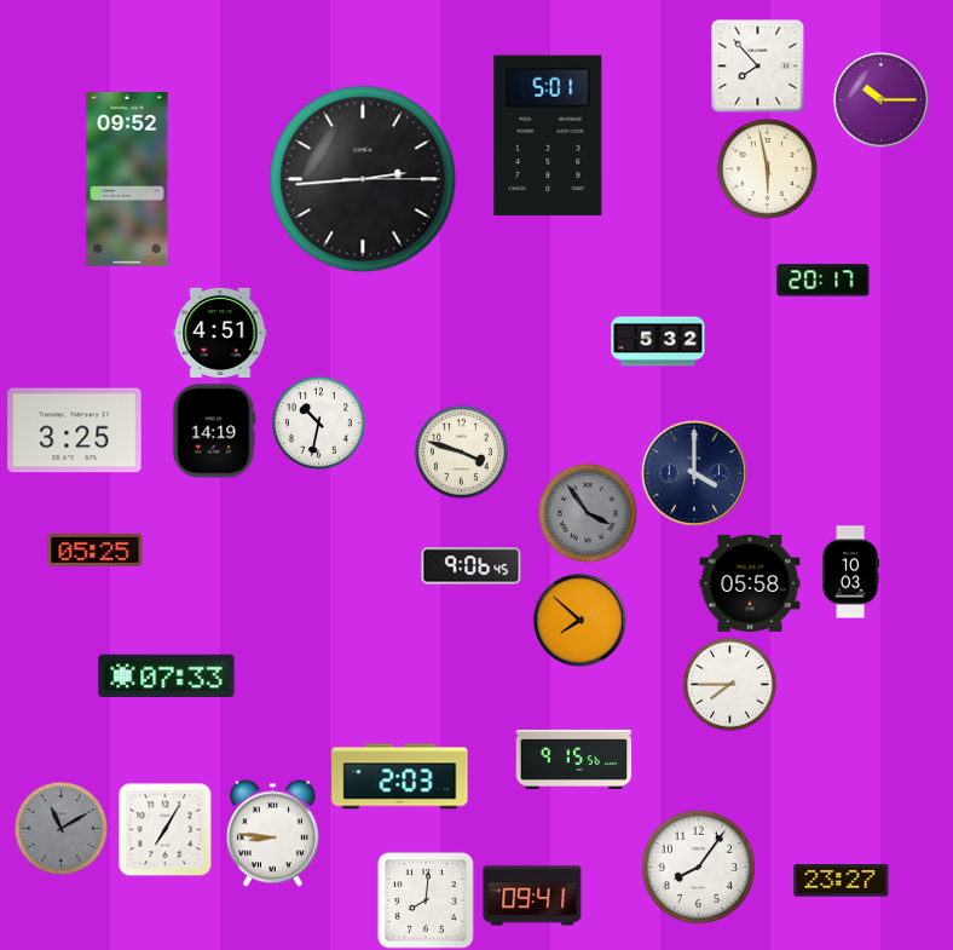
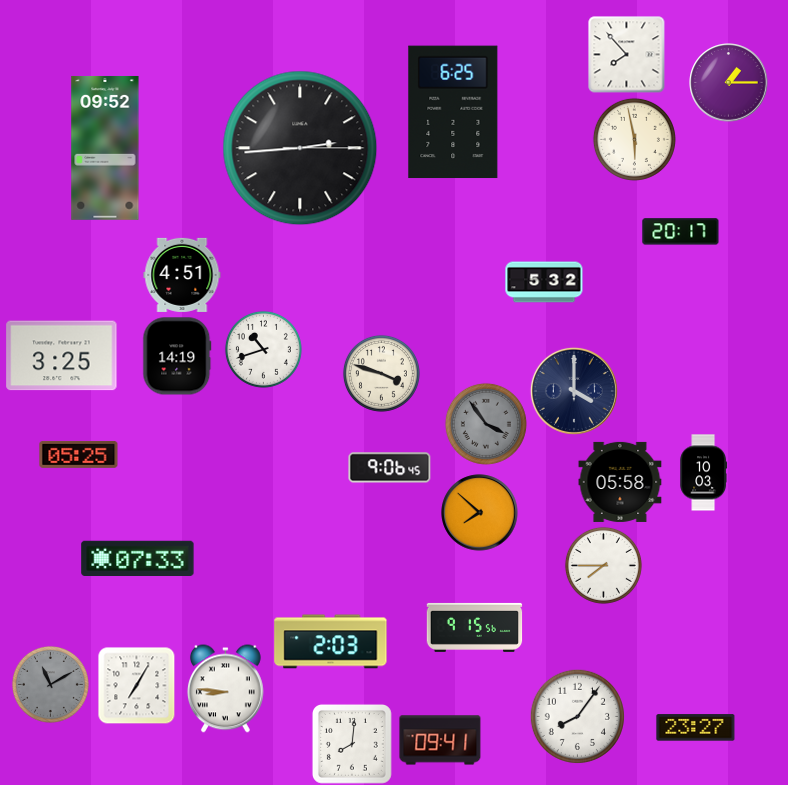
clock at (882, 100): 10:15 -> 1:15
clock at (548, 136): 5:01 -> 6:25
clock at (318, 422): 10:32 -> 10:42
